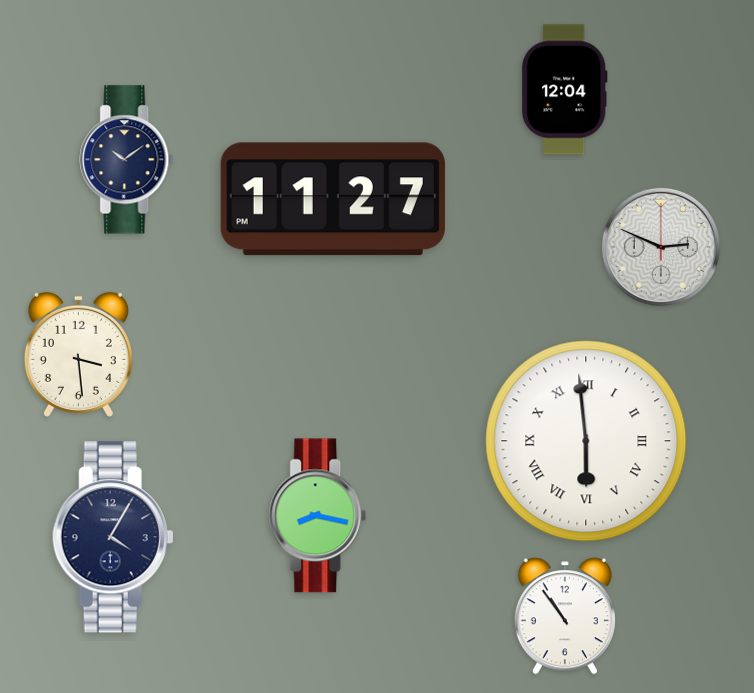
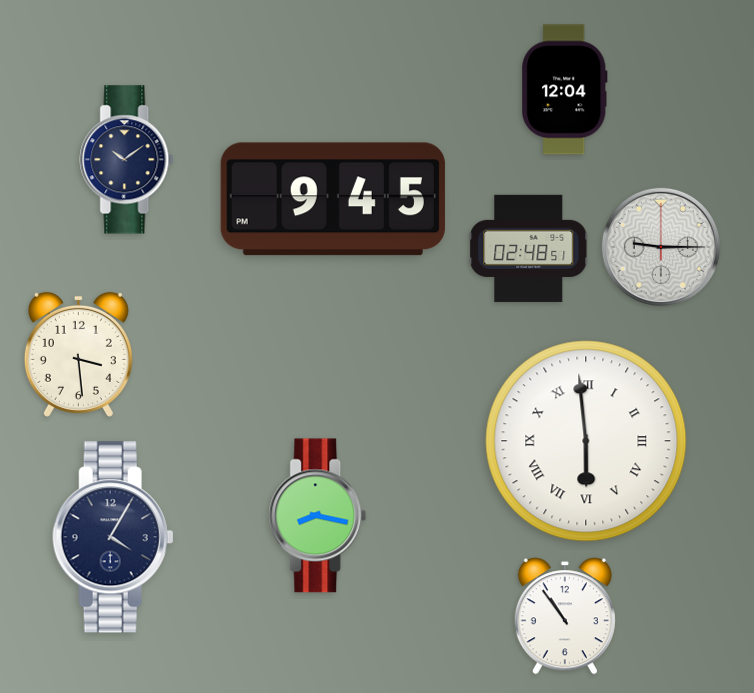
clock at (333, 199): 11:27 -> 9:45
clock at (661, 247): 2:49 -> 9:15
clock at (529, 248): none -> 02:48
